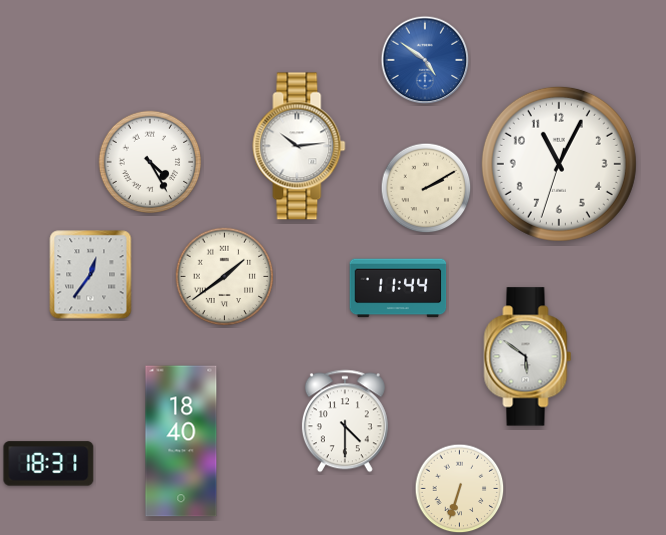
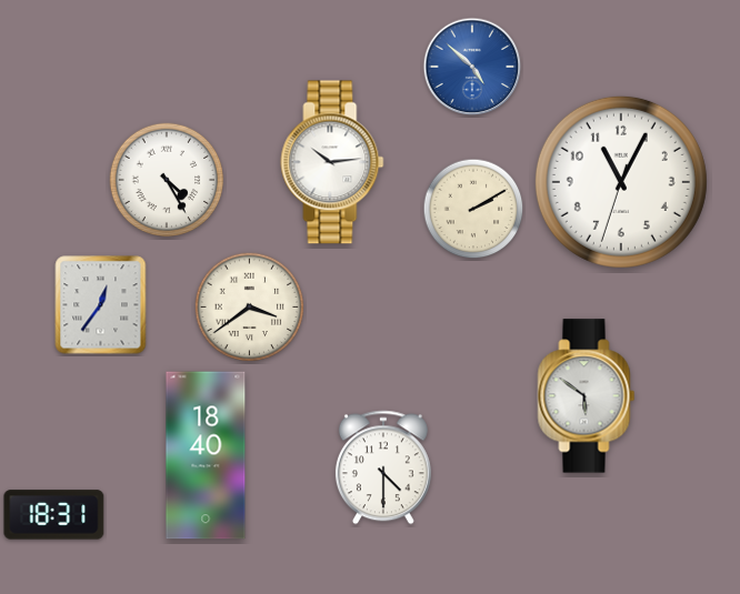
clock at (425, 60): 4:51 -> 4:52
clock at (225, 277): 1:39 -> 3:39
clock at (398, 288): 11:44 -> none
clock at (181, 441) position: (181, 441) -> (206, 455)
clock at (460, 489): 6:33 -> none
